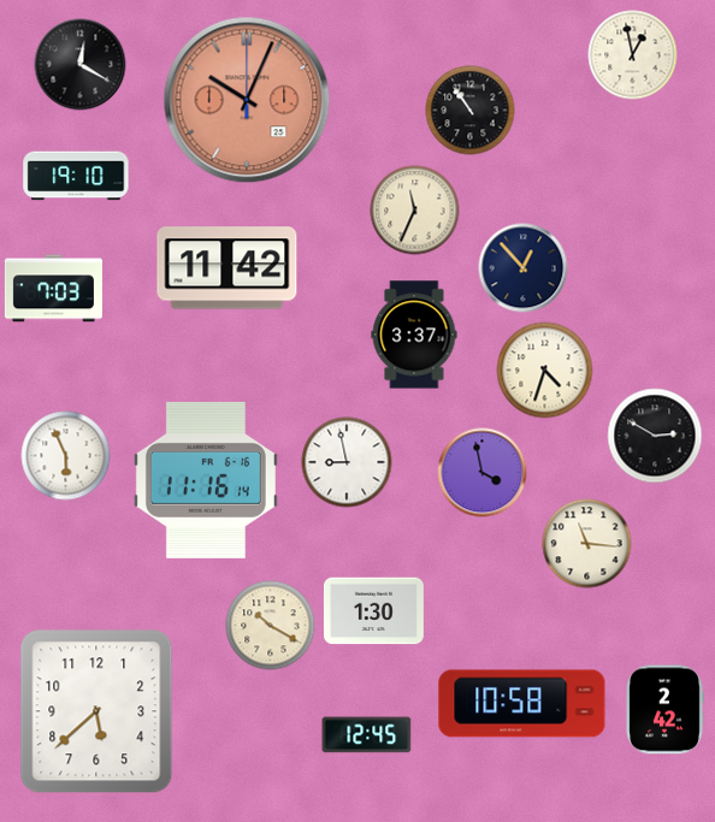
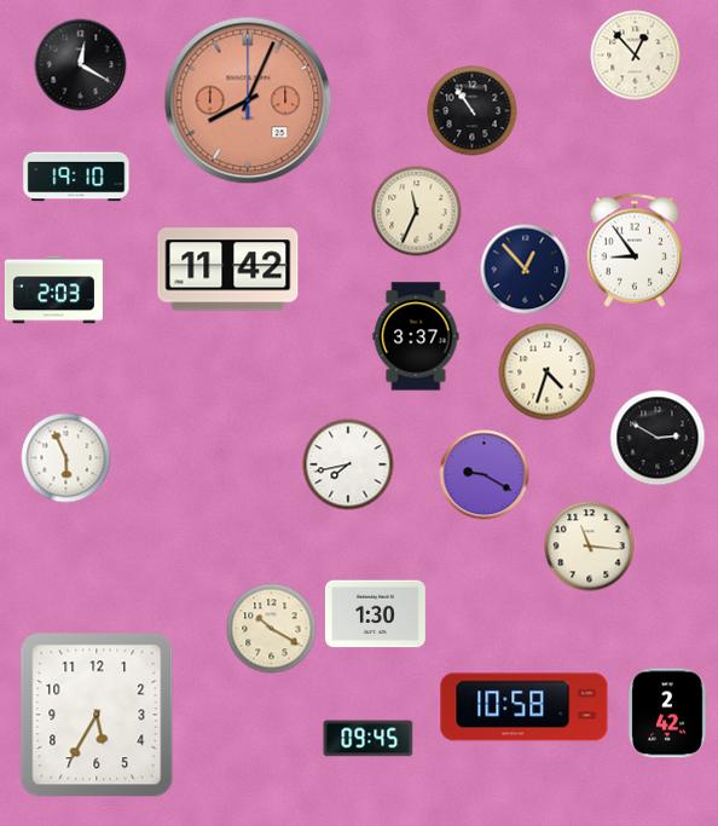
clock at (633, 55): 12:58 -> 12:53
clock at (247, 100): 10:04 -> 8:04
clock at (635, 250): none -> 8:54
clock at (53, 289): 7:03 -> 2:03
clock at (347, 462): 8:58 -> 7:43
clock at (483, 473): 3:58 -> 9:20
clock at (206, 480): 11:16 -> none
clock at (96, 711): 5:38 -> 5:35
clock at (367, 735): 12:45 -> 09:45
